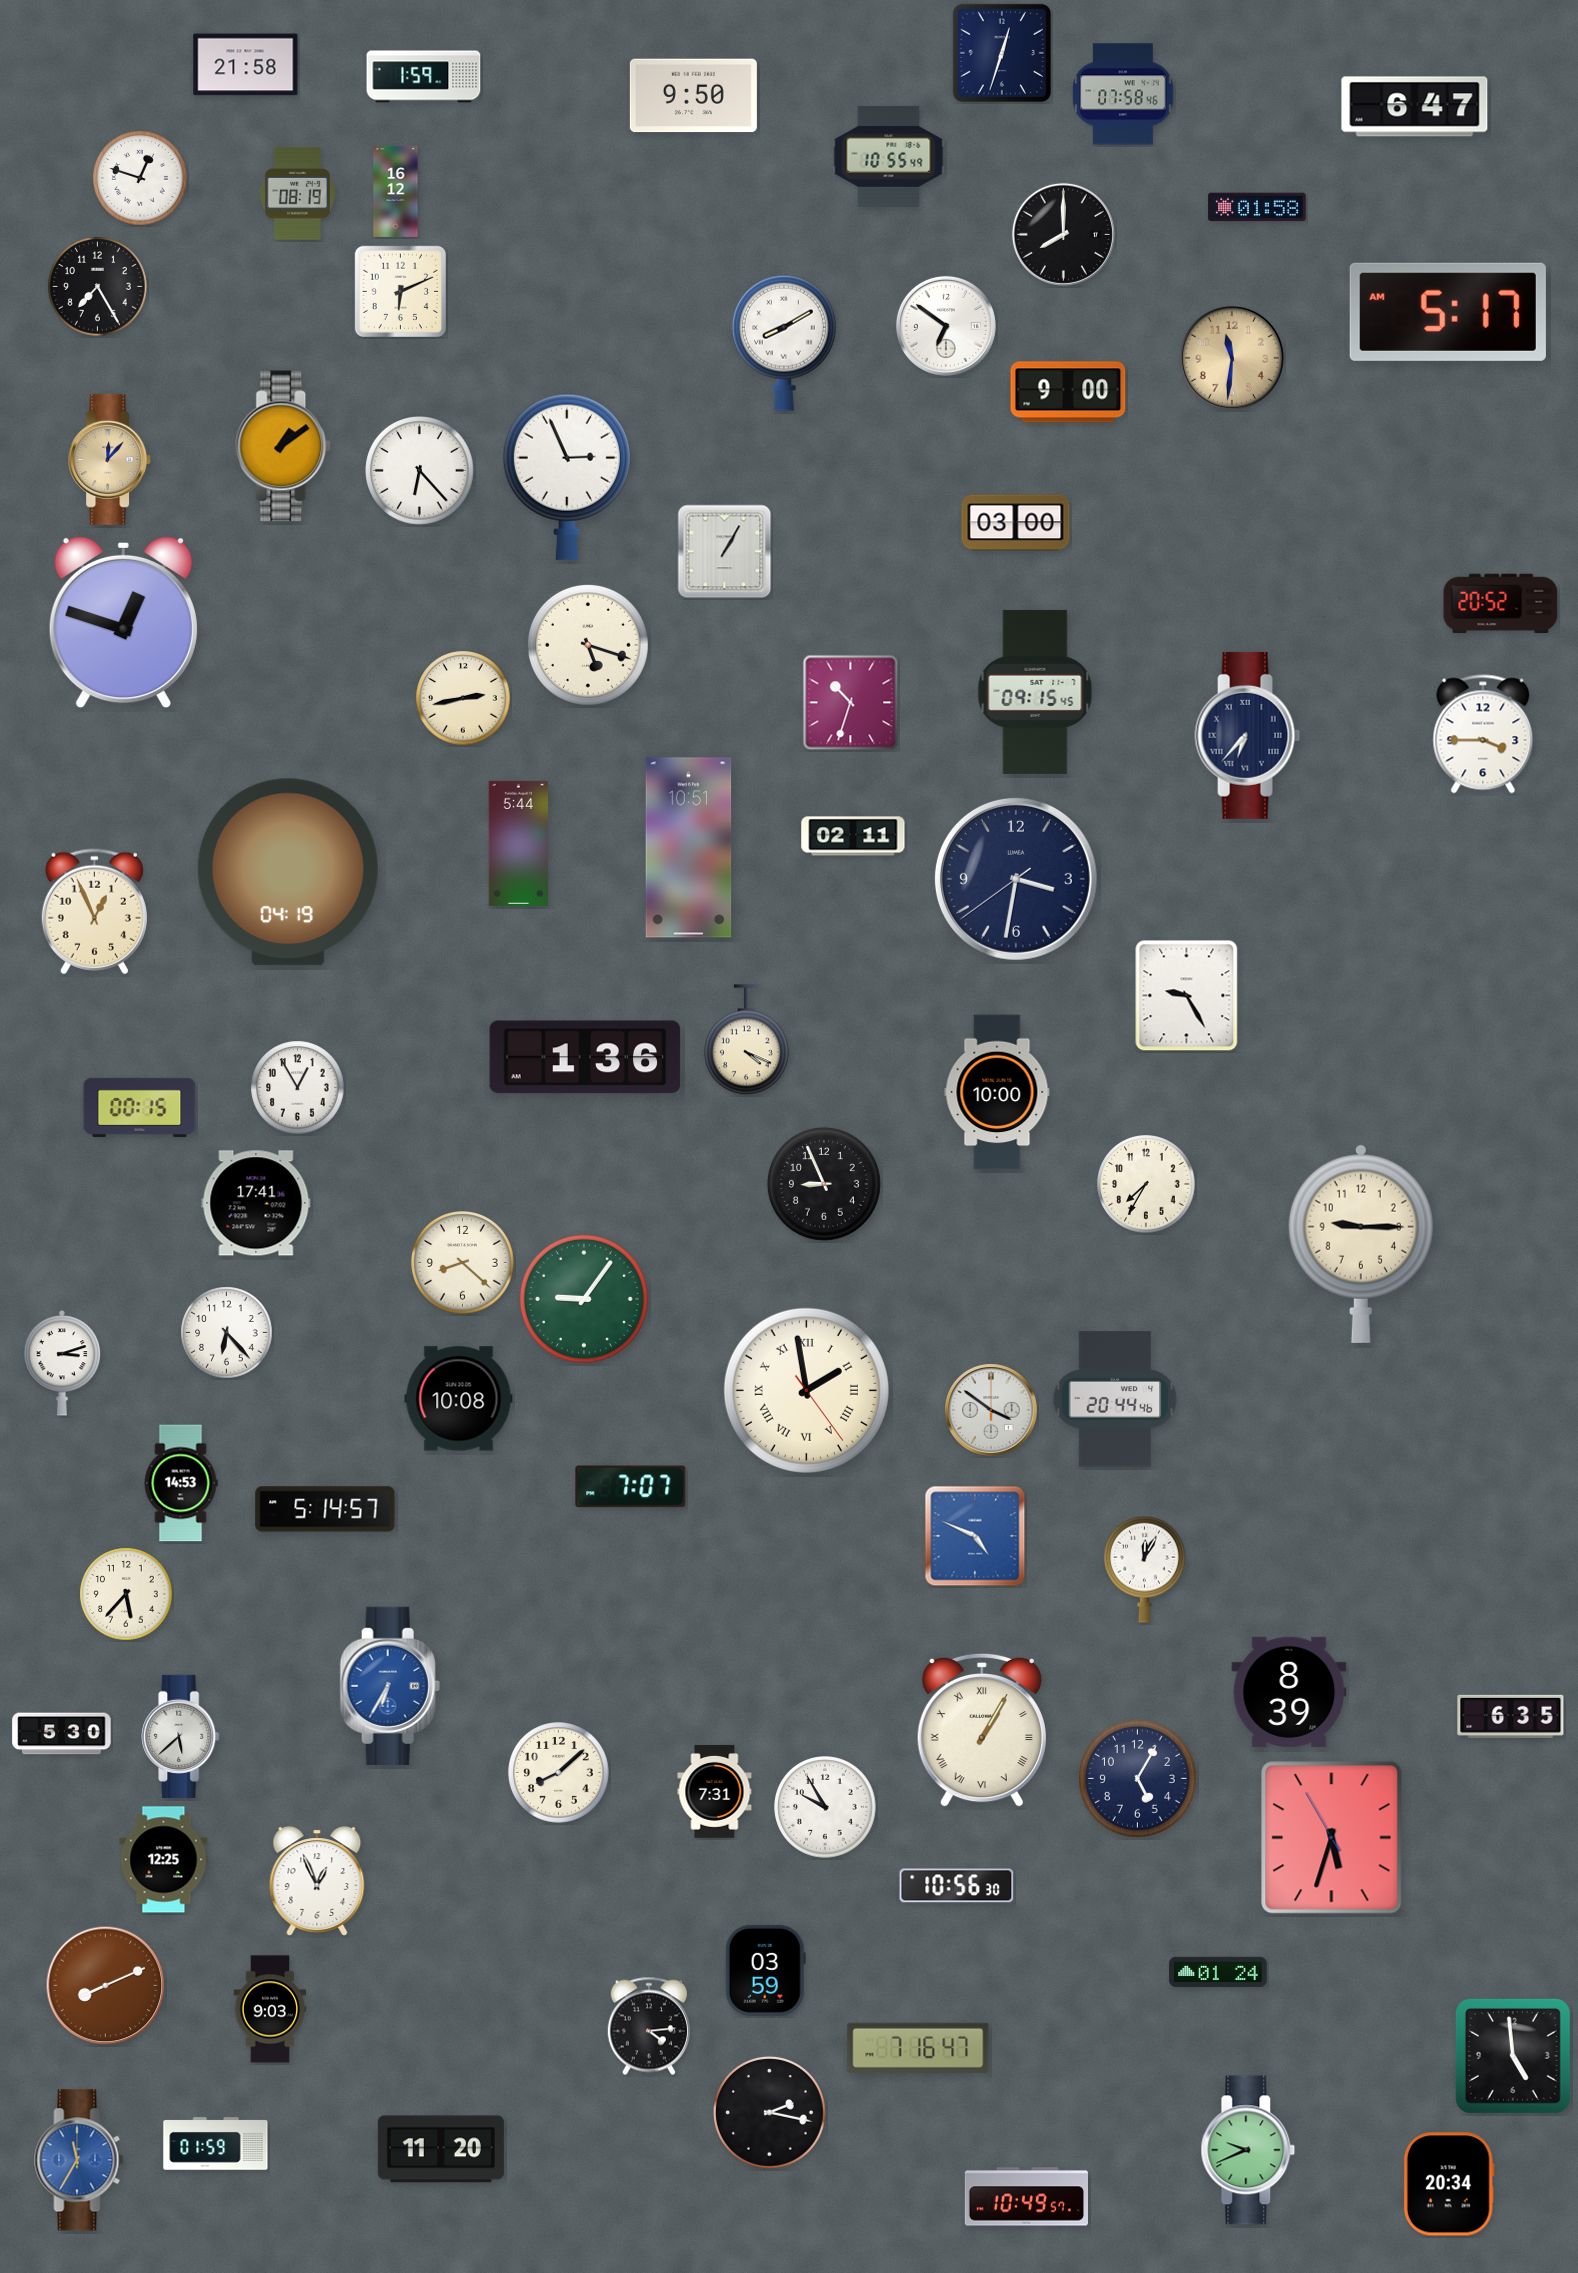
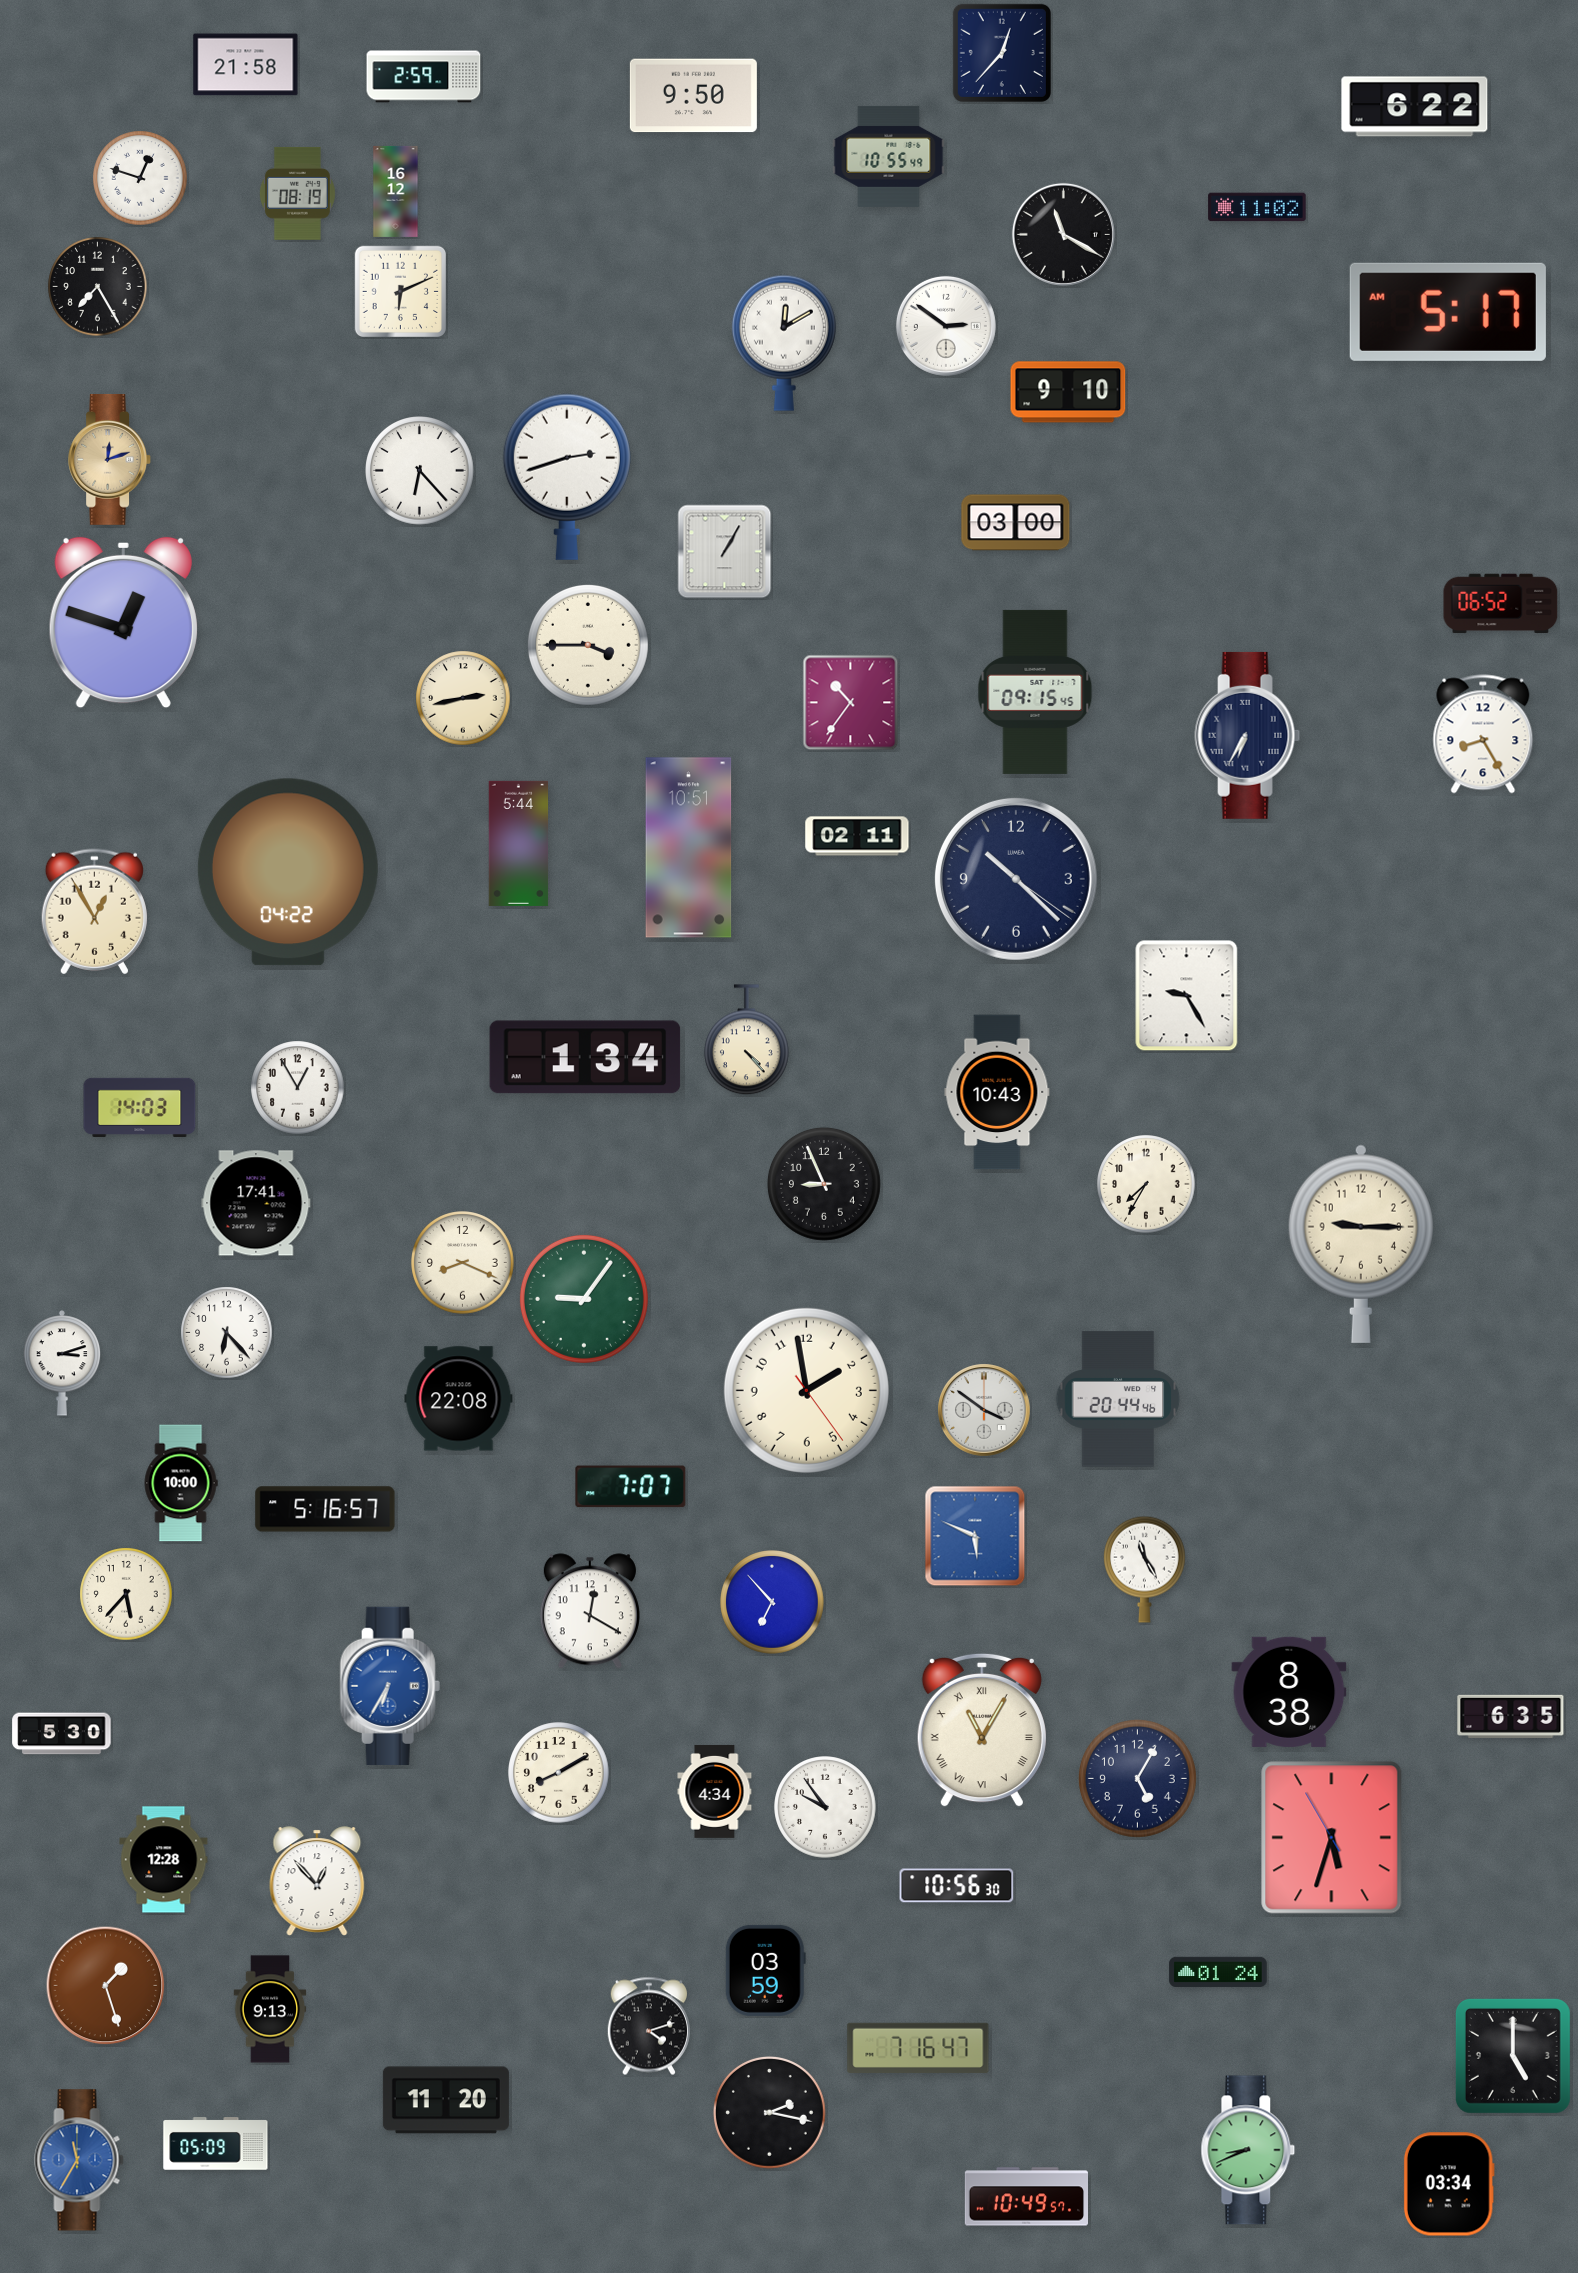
clock at (1002, 53): 12:33 -> 12:37
clock at (424, 77): 1:59 -> 2:59
clock at (1123, 94): 07:58 -> none
clock at (1415, 107): 6:47 -> 6:22
clock at (1257, 207): 01:58 -> 11:02
clock at (1063, 234): 8:00 -> 11:20
clock at (946, 326): 6:51 -> 2:51
clock at (784, 343): 8:10 -> 12:10
clock at (1232, 358): 11:31 -> none
clock at (1068, 392): 9:00 -> 9:10
clock at (284, 446): 1:09 -> none
clock at (109, 459): 12:07 -> 12:12
clock at (567, 477): 2:56 -> 2:42
clock at (1501, 604): 20:52 -> 06:52
clock at (588, 645): 5:18 -> 3:45
clock at (851, 703): 10:33 -> 10:36
clock at (1483, 734): 3:45 -> 8:25
clock at (1248, 735): 6:37 -> 6:35
clock at (853, 836) position: (853, 836) -> (857, 836)
clock at (288, 872): 04:19 -> 04:22
clock at (1016, 879): 3:31 -> 10:22
clock at (94, 912): 12:56 -> 12:55
clock at (746, 1040): 4:19 -> 4:23
clock at (585, 1057): 1:36 -> 1:34
clock at (997, 1092): 10:00 -> 10:43
clock at (140, 1107): 00:15 -> 14:03
clock at (463, 1263): 8:22 -> 8:19
clock at (806, 1390) numerals: Roman -> Arabic
clock at (459, 1399): 10:08 -> 22:08
clock at (1115, 1399) position: (1115, 1399) -> (1118, 1399)
clock at (991, 1410) position: (991, 1410) -> (984, 1410)
clock at (181, 1483): 14:53 -> 10:00
clock at (325, 1509): 5:14 -> 5:16
clock at (975, 1536): 4:49 -> 5:49
clock at (1144, 1569): 12:05 -> 11:25
clock at (772, 1602): none -> 6:53
clock at (590, 1611): none -> 12:20
clock at (1289, 1692): 8:39 -> 8:38
clock at (982, 1730): 1:05 -> 11:05
clock at (181, 1736): 5:38 -> none
clock at (559, 1773): 8:08 -> 8:10
clock at (715, 1791): 7:31 -> 4:34
clock at (825, 1807): 9:55 -> 9:54
clock at (164, 1860): 12:25 -> 12:28
clock at (317, 1881): 12:56 -> 12:53
clock at (106, 1986): 8:11 -> 1:27
clock at (270, 2009): 9:03 -> 9:13
clock at (648, 2026): 4:14 -> 4:12
clock at (1513, 2056): 4:59 -> 5:00
clock at (216, 2144): 01:59 -> 05:09
clock at (441, 2149) position: (441, 2149) -> (446, 2100)
clock at (1248, 2150): 9:41 -> 8:41
clock at (1449, 2184): 20:34 -> 03:34
